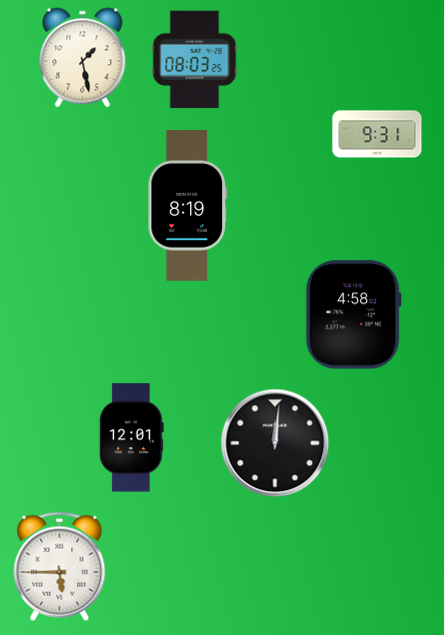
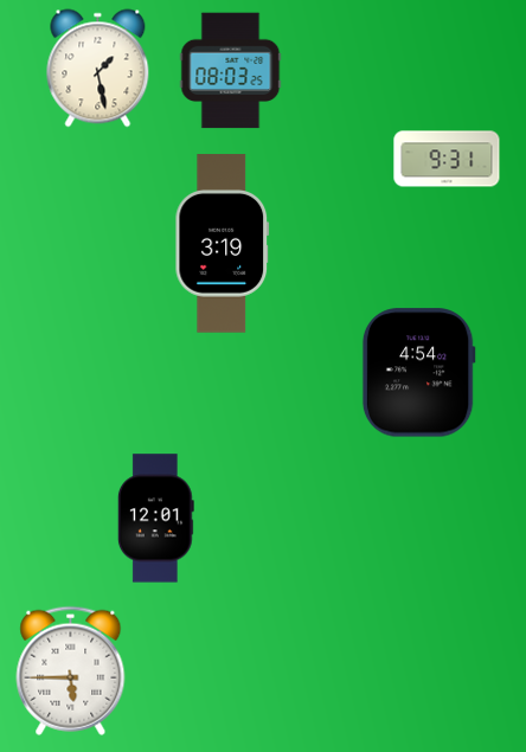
clock at (188, 206): 8:19 -> 3:19
clock at (353, 315): 4:58 -> 4:54
clock at (275, 443): 12:01 -> none
